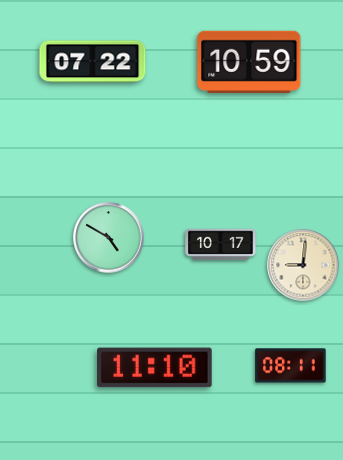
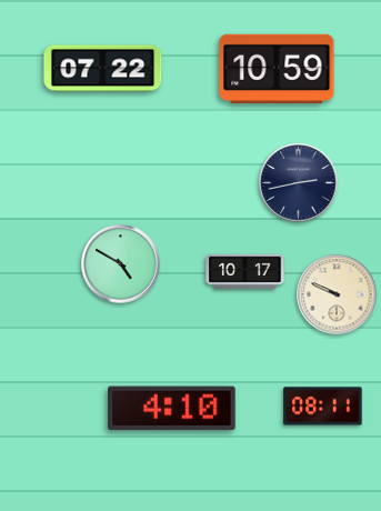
clock at (299, 183): none -> 2:43
clock at (303, 265): 9:01 -> 9:49
clock at (155, 368): 11:10 -> 4:10
